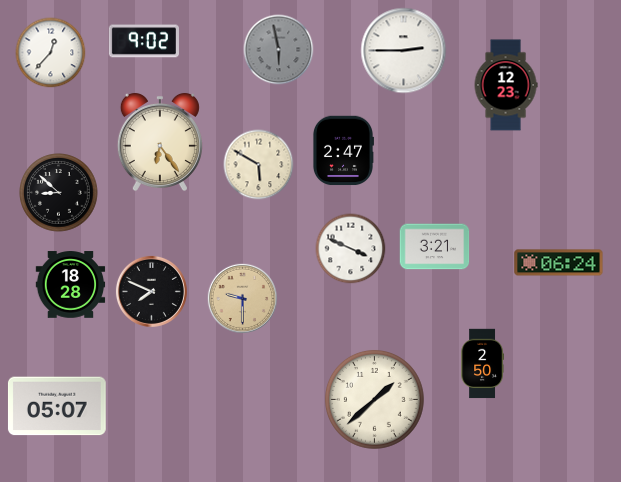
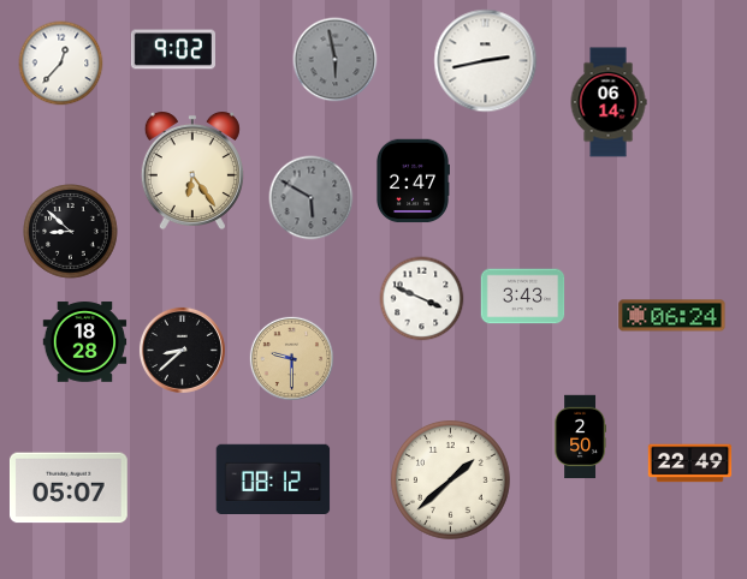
clock at (404, 51): 2:45 -> 2:43
clock at (506, 85): 12:23 -> 06:14
clock at (259, 165) dial: cream -> grey
clock at (435, 247): 3:21 -> 3:43
clock at (151, 291): 7:49 -> 8:38
clock at (690, 464): none -> 22:49
clock at (273, 478): none -> 08:12
